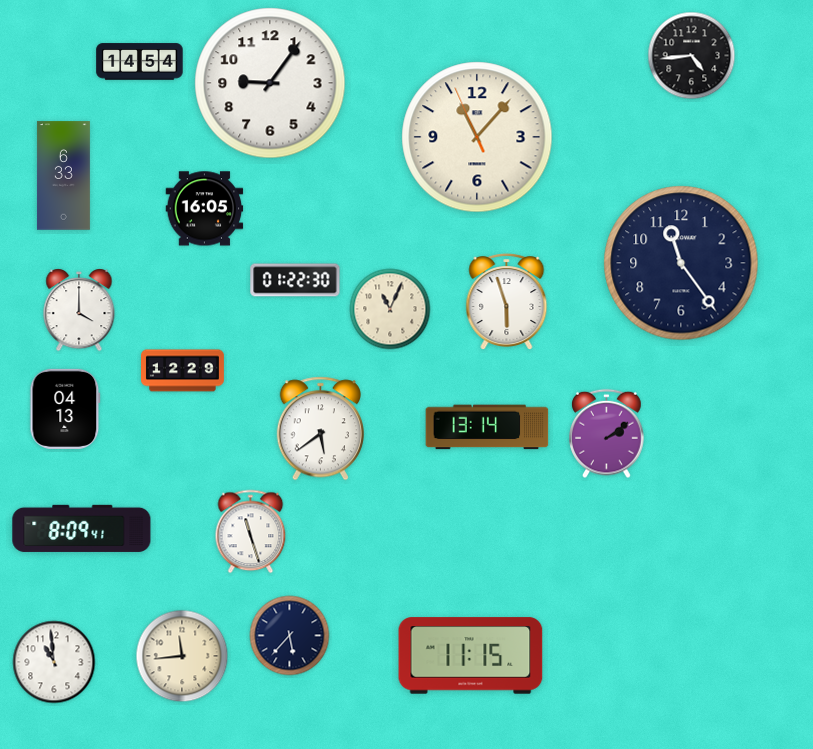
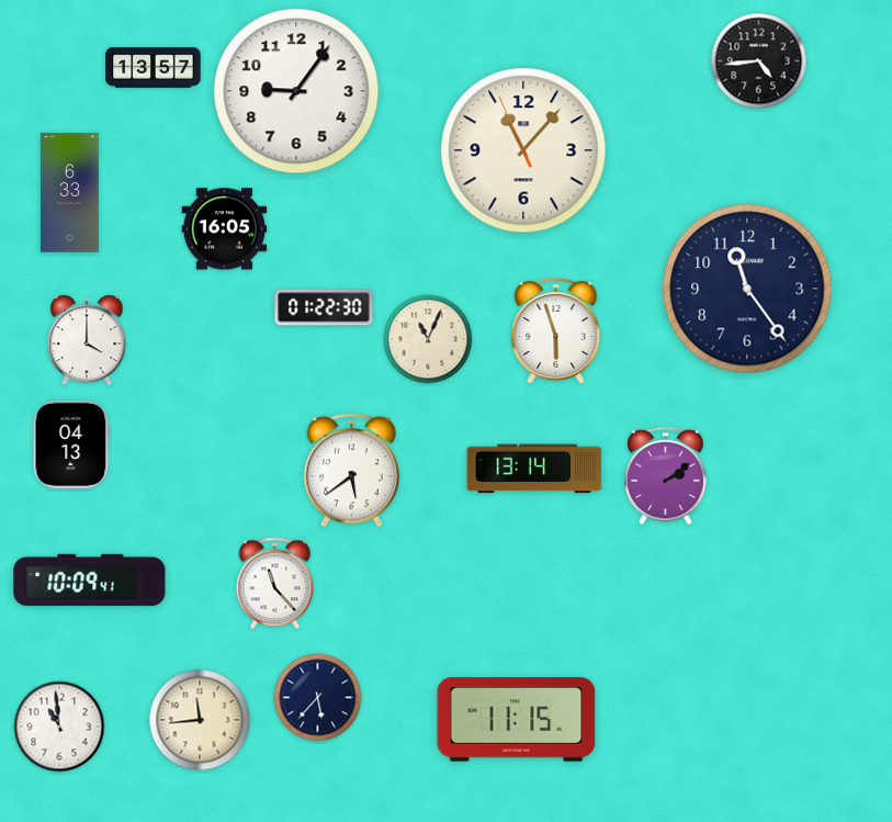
clock at (140, 62): 14:54 -> 13:57
clock at (183, 371): 12:29 -> none
clock at (65, 409) position: (65, 409) -> (71, 444)
clock at (82, 528): 8:09 -> 10:09
clock at (251, 532): 11:27 -> 11:23
